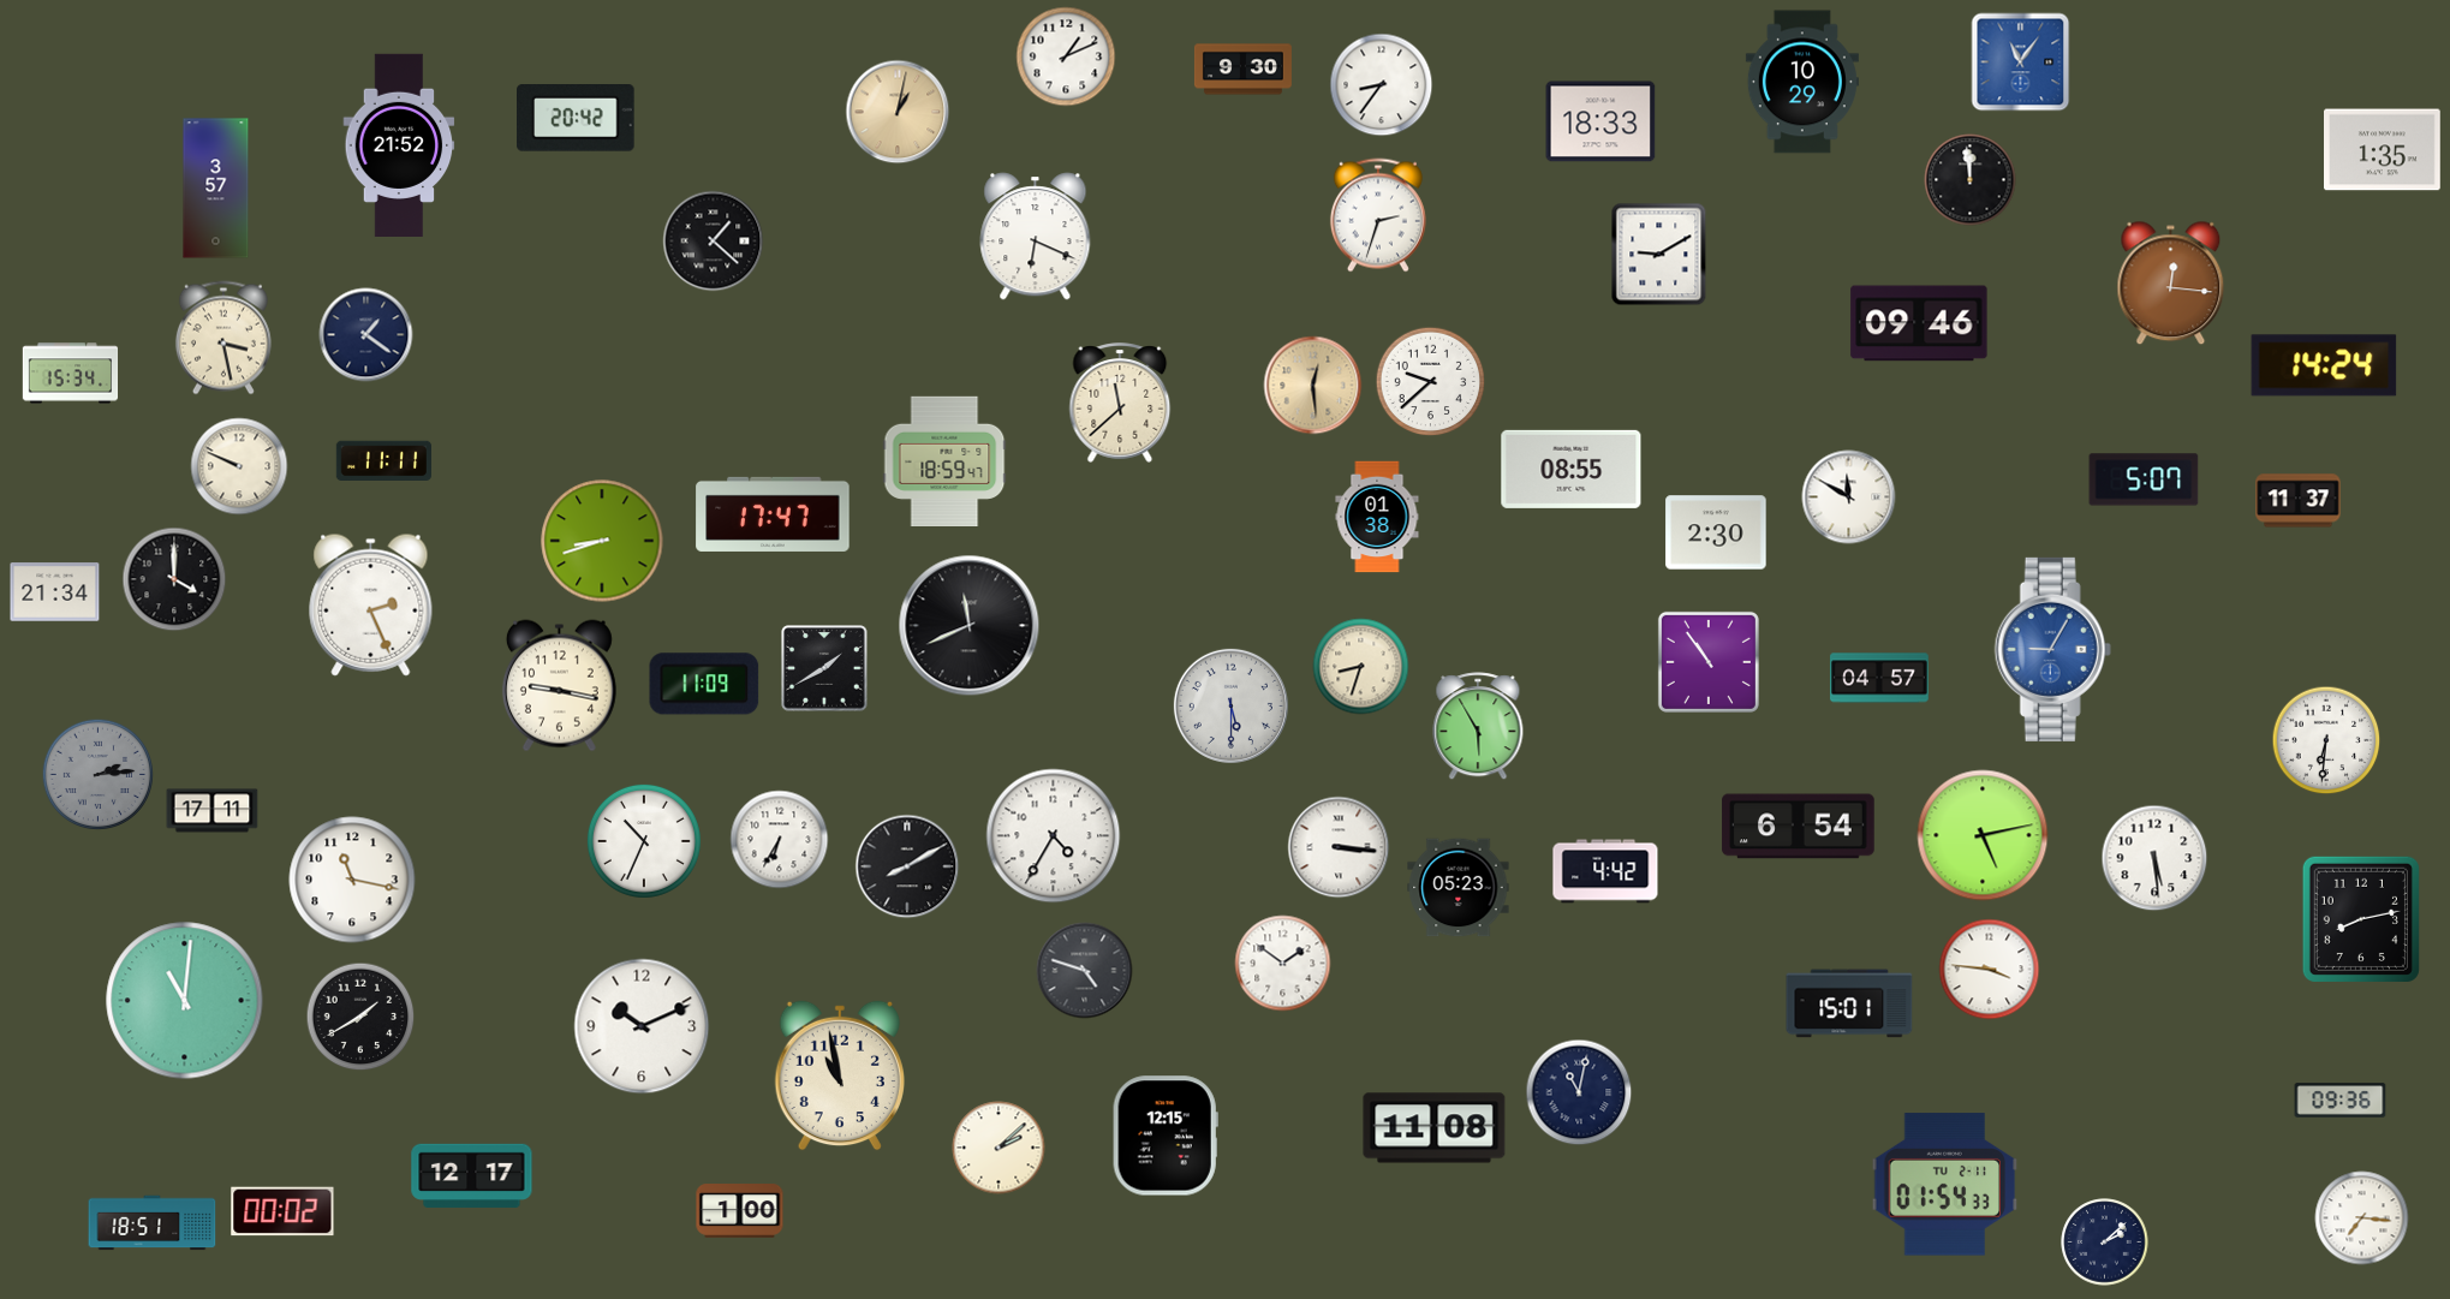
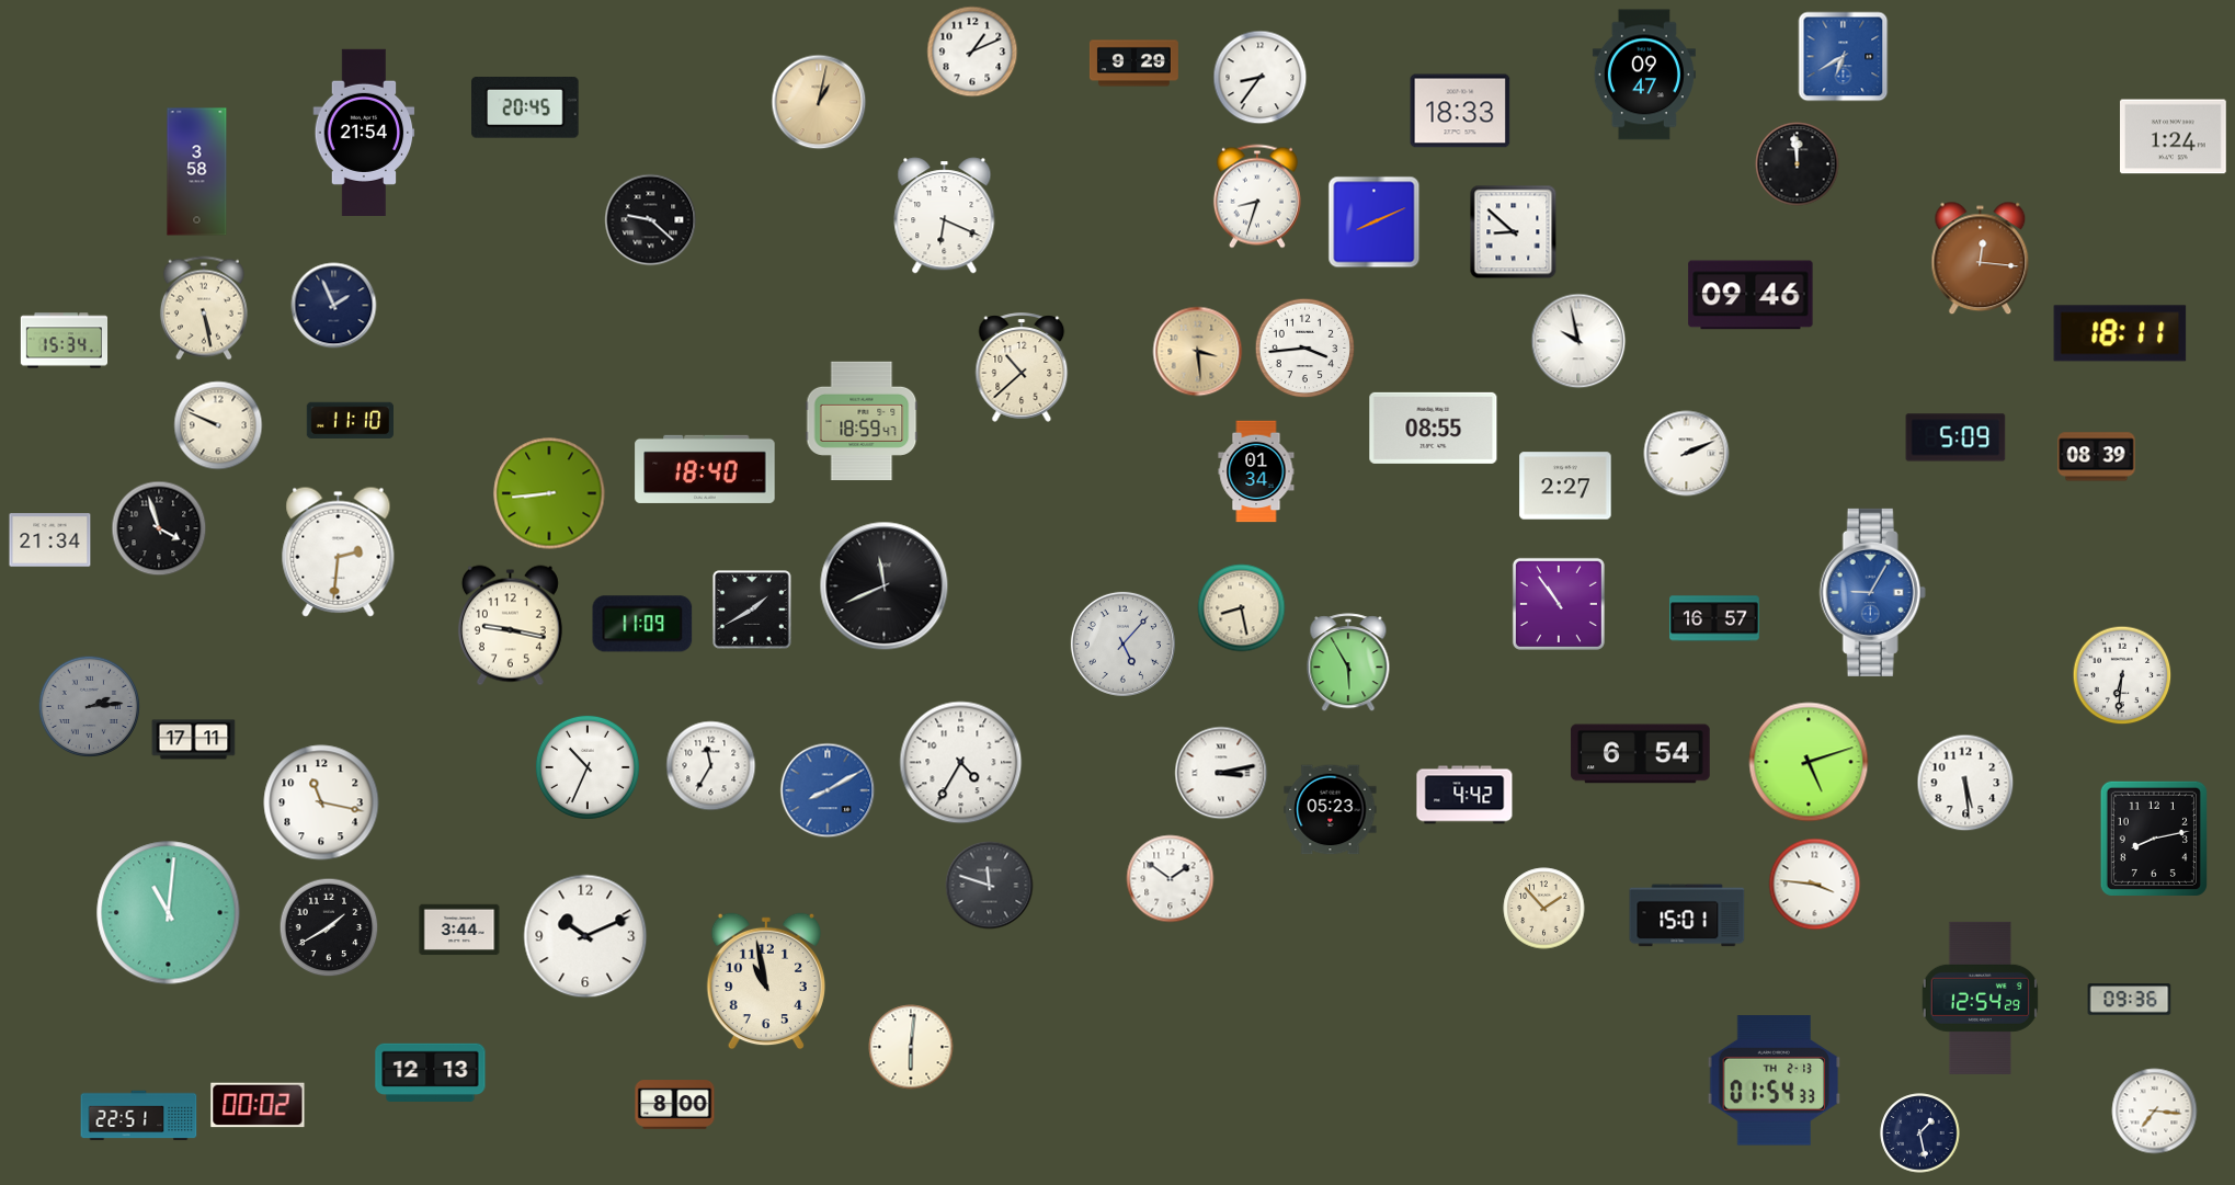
clock at (2021, 62): 11:06 -> 6:40
clock at (1242, 70): 9:30 -> 9:29
clock at (1802, 82): 10:29 -> 09:47
clock at (577, 119): 20:42 -> 20:45
clock at (399, 144): 21:52 -> 21:54
clock at (2383, 150): 1:35 -> 1:24
clock at (216, 189): 3:57 -> 3:58
clock at (1378, 215): 2:33 -> 8:33
clock at (714, 242): 1:22 -> 9:22
clock at (1375, 223): none -> 8:11
clock at (1659, 255): 9:10 -> 8:52
clock at (366, 335): 1:21 -> 1:56
clock at (223, 338): 3:28 -> 5:28
clock at (2324, 365): 14:24 -> 18:11
clock at (1578, 341): none -> 9:58
clock at (1431, 382): 9:38 -> 3:44
clock at (1313, 386): 12:29 -> 3:29
clock at (1120, 403): 11:38 -> 10:38
clock at (383, 461): 11:11 -> 11:10
clock at (2144, 479): 5:07 -> 5:09
clock at (1849, 497): 11:50 -> 2:11
clock at (2299, 501): 11:37 -> 08:39
clock at (773, 514): 17:47 -> 18:40
clock at (1377, 517): 01:38 -> 01:34
clock at (1716, 532): 2:30 -> 2:27
clock at (602, 541): 8:42 -> 8:44
clock at (174, 579): 4:00 -> 3:57
clock at (371, 604): 2:26 -> 2:31
clock at (970, 626) position: (970, 626) -> (885, 586)
clock at (1361, 667): 8:33 -> 8:28
clock at (1880, 678): 04:57 -> 16:57
clock at (1230, 705): 5:30 -> 5:07
clock at (1983, 835): 5:13 -> 5:12
clock at (780, 840): 6:35 -> 11:35
clock at (1339, 847): 3:16 -> 3:13
clock at (907, 866) dial: black -> blue
clock at (1085, 971): 4:48 -> 11:48
clock at (1544, 909): none -> 1:53
clock at (459, 930): none -> 3:44
clock at (1579, 1092): 11:02 -> none
clock at (1980, 998): none -> 12:54
clock at (2341, 1101) position: (2341, 1101) -> (2130, 1000)
clock at (1435, 1128): 11:08 -> none
clock at (1166, 1136): 12:15 -> none
clock at (999, 1148): 2:08 -> 6:01
clock at (472, 1175): 12:17 -> 12:13
clock at (1945, 1185) date: TU 2-11 -> TH 2-13
clock at (740, 1211): 1:00 -> 8:00
clock at (153, 1223): 18:51 -> 22:51
clock at (2105, 1243): 2:08 -> 1:28
